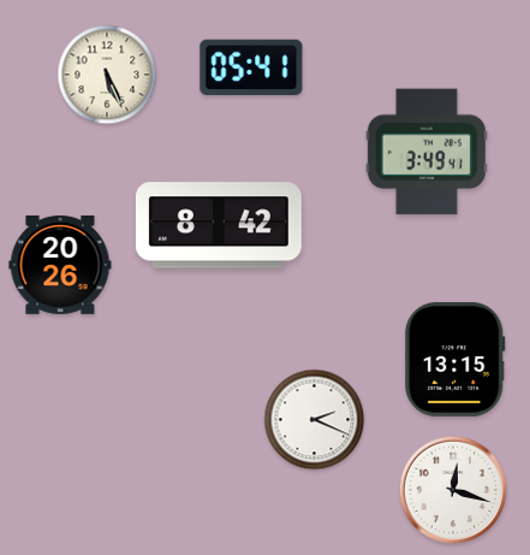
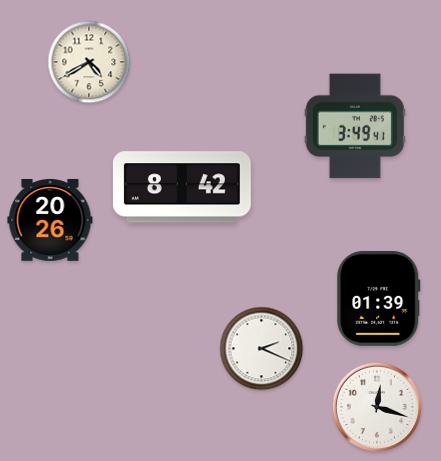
clock at (251, 66): 05:41 -> none
clock at (107, 75): 5:26 -> 4:40
clock at (455, 359): 13:15 -> 01:39
